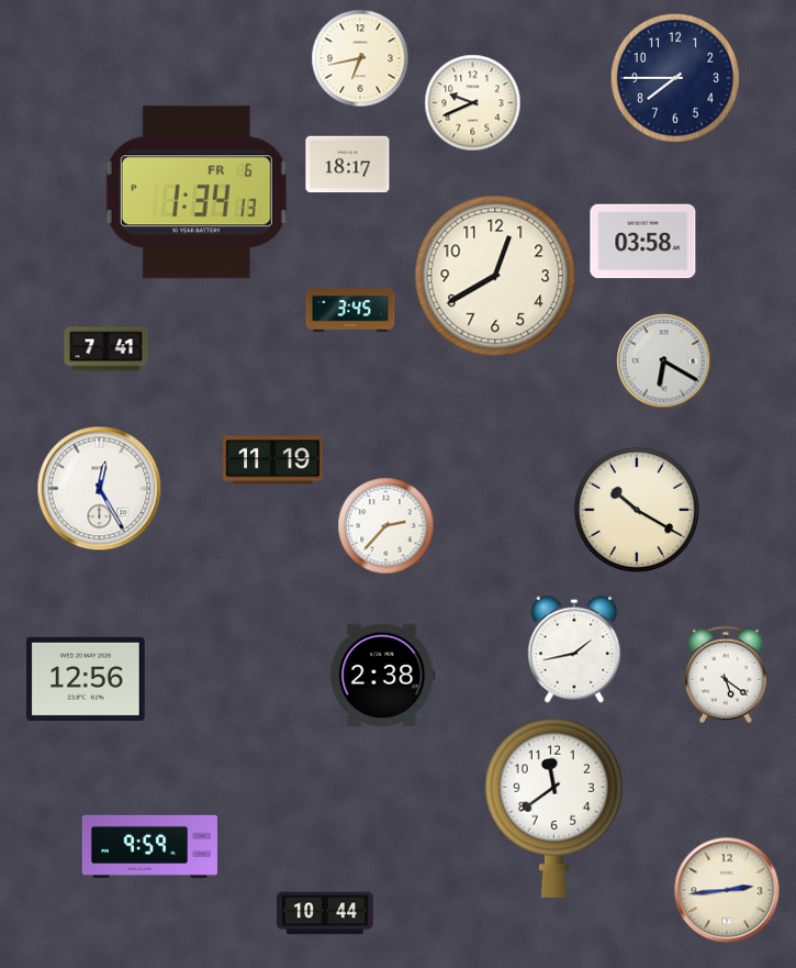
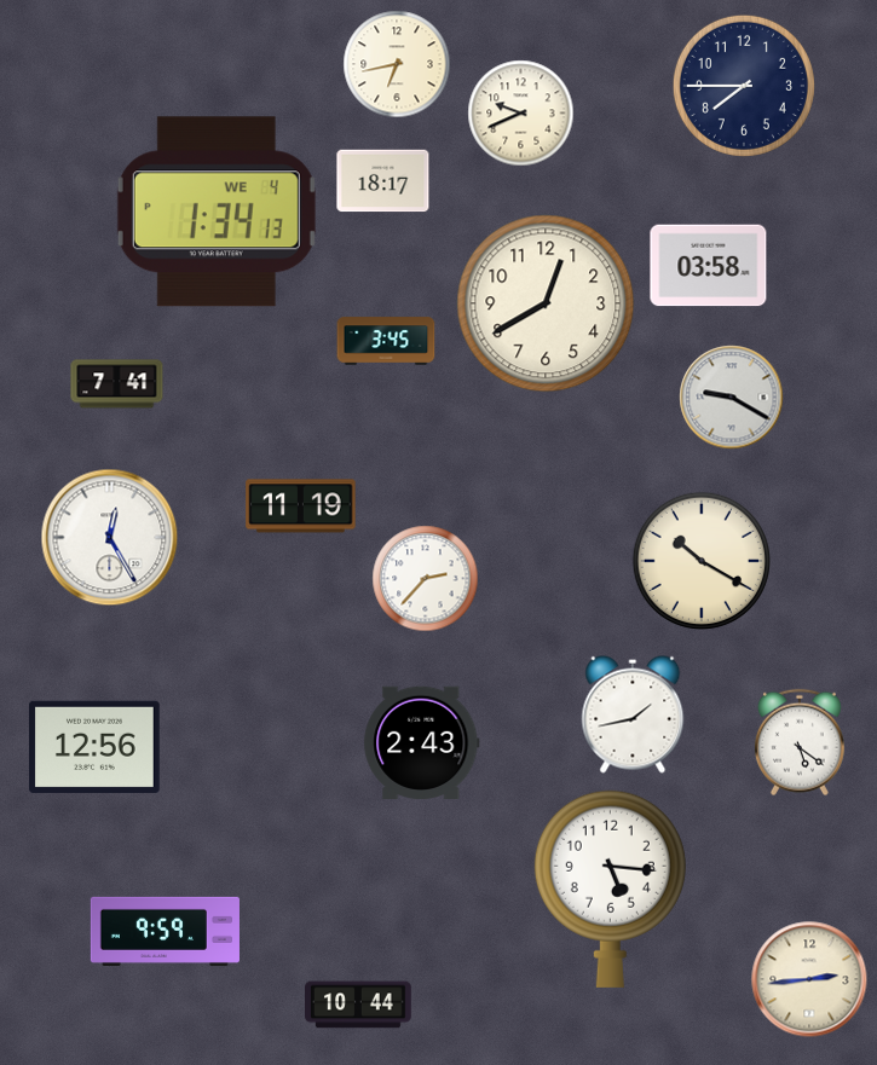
clock at (197, 192) date: FR 6 -> WE 4
clock at (664, 361): 6:20 -> 9:20
clock at (383, 675): 2:38 -> 2:43
clock at (553, 808): 11:39 -> 5:16
clock at (727, 890) position: (727, 890) -> (809, 979)
